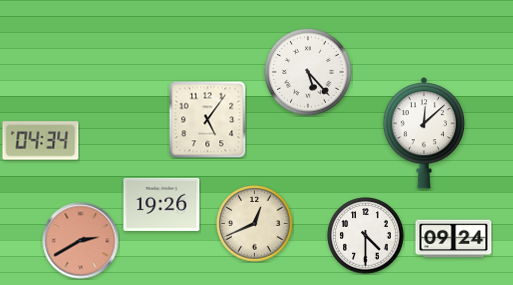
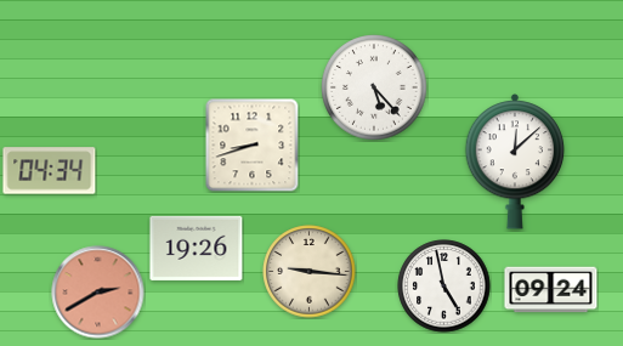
clock at (207, 119): 5:06 -> 8:42
clock at (255, 224): 12:41 -> 9:16
clock at (366, 236): 4:30 -> 4:58
